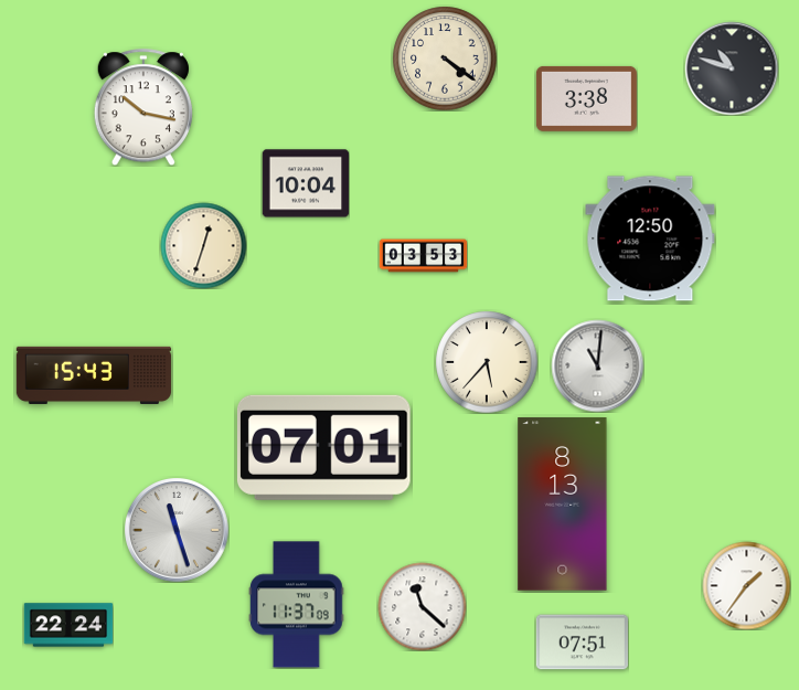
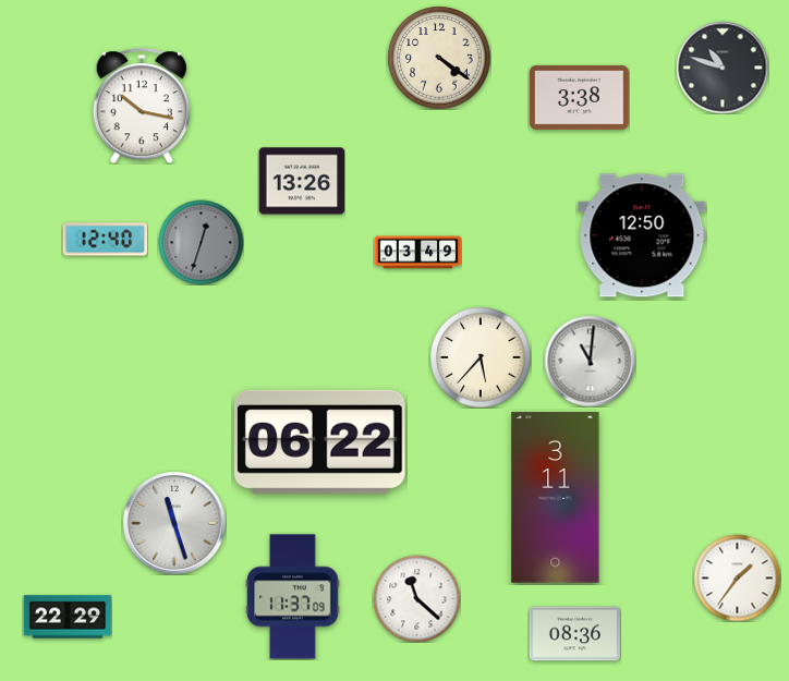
clock at (306, 183): 10:04 -> 13:26
clock at (105, 240): none -> 12:40
clock at (203, 245) dial: cream -> grey
clock at (423, 256): 03:53 -> 03:49
clock at (94, 374): 15:43 -> none
clock at (323, 447): 07:01 -> 06:22
clock at (563, 505): 8:13 -> 3:11
clock at (68, 625): 22:24 -> 22:29
clock at (582, 643): 07:51 -> 08:36
